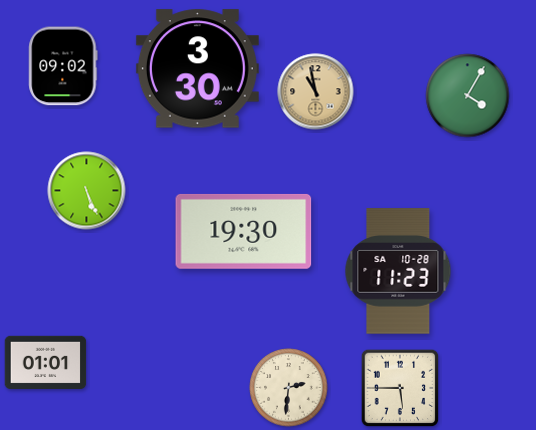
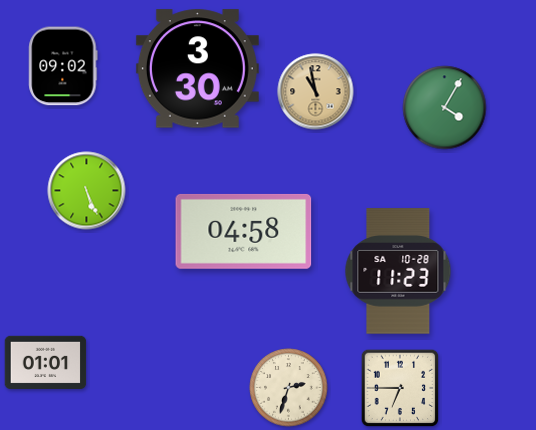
clock at (468, 96) position: (468, 96) -> (445, 108)
clock at (244, 231): 19:30 -> 04:58
clock at (289, 388): 2:31 -> 2:33
clock at (400, 388): 5:45 -> 6:45
